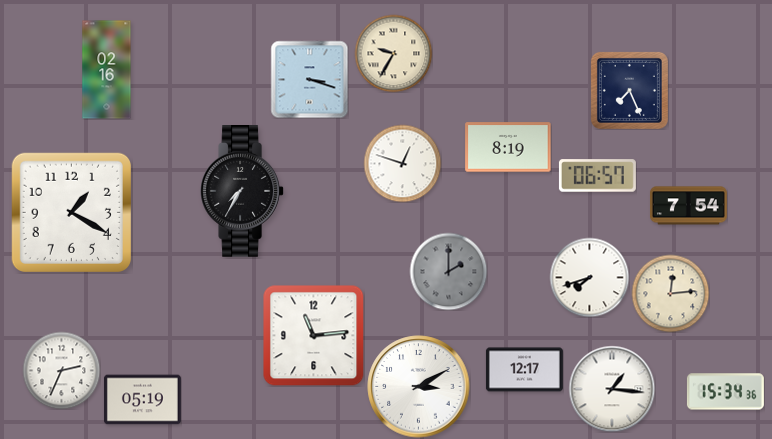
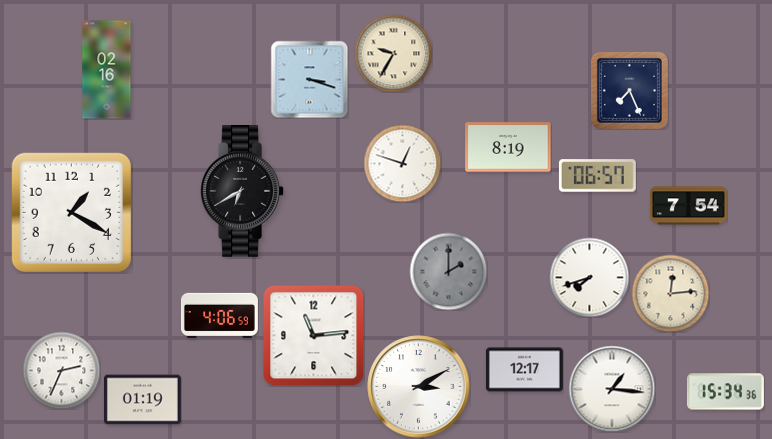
clock at (242, 192): 7:35 -> 6:40
clock at (219, 315): none -> 4:06
clock at (142, 400): 05:19 -> 01:19
